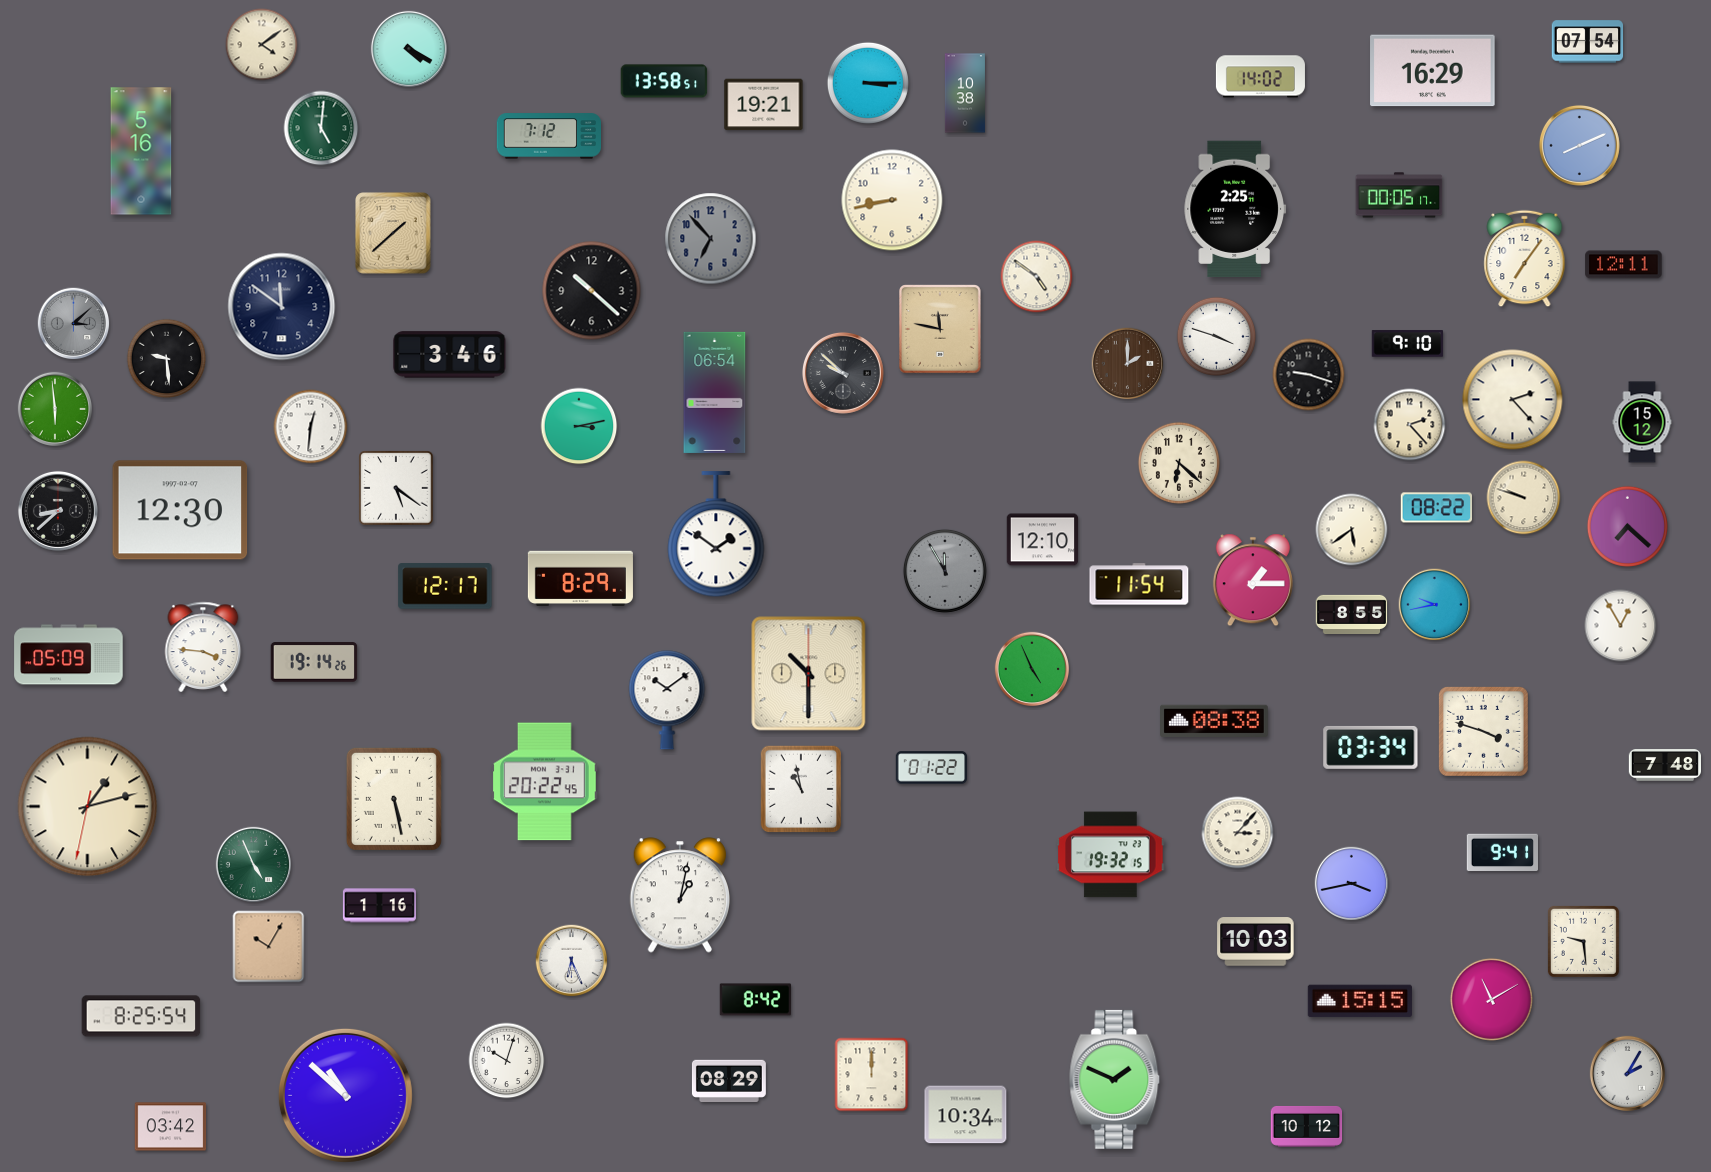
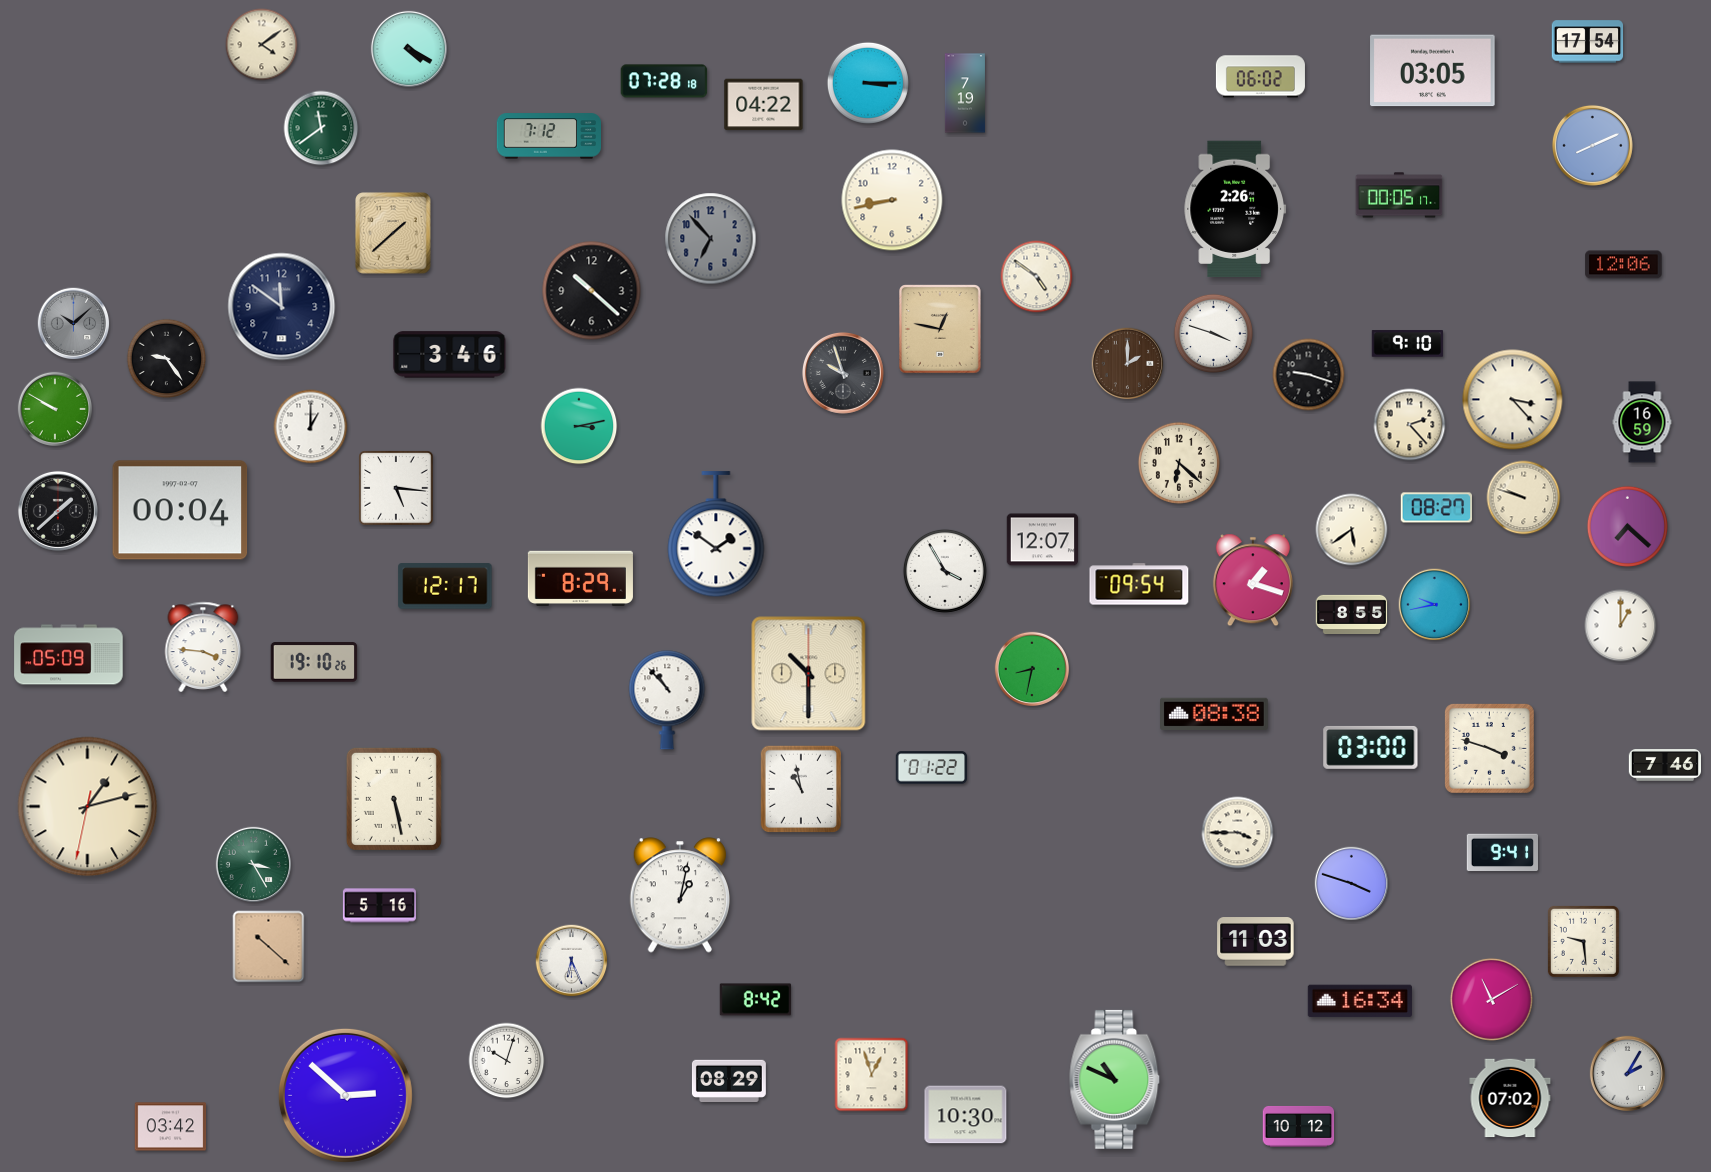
clock at (1588, 42): 07:54 -> 17:54
clock at (1433, 71): 16:29 -> 03:05
clock at (1260, 77): 14:02 -> 06:02
clock at (664, 81): 13:58 -> 07:28
clock at (965, 93): 10:38 -> 7:19
clock at (764, 105): 19:21 -> 04:22
clock at (321, 128): 5:01 -> 11:39
clock at (1579, 145) position: (1579, 145) -> (1592, 145)
clock at (141, 151): 5:16 -> none
clock at (1235, 209): 2:25 -> 2:26
clock at (1525, 259): 7:06 -> none
clock at (1624, 265): 12:11 -> 12:06
clock at (74, 324): 3:08 -> 10:08
clock at (941, 330): 11:47 -> 12:47
clock at (1217, 337) position: (1217, 337) -> (1214, 334)
clock at (167, 359): 9:29 -> 9:24
clock at (843, 373): 9:52 -> 9:57
clock at (715, 392): 06:54 -> none
clock at (1513, 400): 2:23 -> 3:23
clock at (54, 408): 5:59 -> 9:50
clock at (1642, 422): 15:12 -> 16:59
clock at (311, 427): 12:31 -> 1:00
clock at (396, 488): 5:21 -> 5:16
clock at (1436, 508): 08:22 -> 08:27
clock at (180, 510): 12:30 -> 00:04
clock at (58, 511): 8:38 -> 1:38
clock at (1043, 540): 12:10 -> 12:07
clock at (945, 571): 11:55 -> 3:55
clock at (945, 571) dial: grey -> white
clock at (1253, 580): 1:15 -> 1:18
clock at (1139, 584): 11:54 -> 09:54
clock at (1621, 626): 12:55 -> 1:00
clock at (314, 662): 19:14 -> 19:10
clock at (1031, 668): 4:56 -> 8:32
clock at (667, 700): 10:09 -> 10:53
clock at (1214, 720) position: (1214, 720) -> (1214, 713)
clock at (1484, 732) position: (1484, 732) -> (1490, 749)
clock at (1371, 747): 03:34 -> 03:00
clock at (1664, 765): 7:48 -> 7:46
clock at (545, 782): 20:22 -> none
clock at (1238, 833): 3:07 -> 3:45
clock at (1111, 855): 19:32 -> none
clock at (253, 864): 4:56 -> 3:25
clock at (1352, 884): 3:43 -> 3:48
clock at (379, 906): 1:16 -> 5:16
clock at (1256, 942): 10:03 -> 11:03
clock at (269, 947): 10:05 -> 10:22
clock at (1360, 1001): 15:15 -> 16:34
clock at (141, 1016): 8:25 -> none
clock at (872, 1075): 12:00 -> 12:57
clock at (1115, 1079): 1:49 -> 10:49
clock at (345, 1095): 10:52 -> 2:52
clock at (1510, 1098): none -> 07:02
clock at (966, 1115): 10:34 -> 10:30
clock at (1307, 1126) position: (1307, 1126) -> (1299, 1126)
